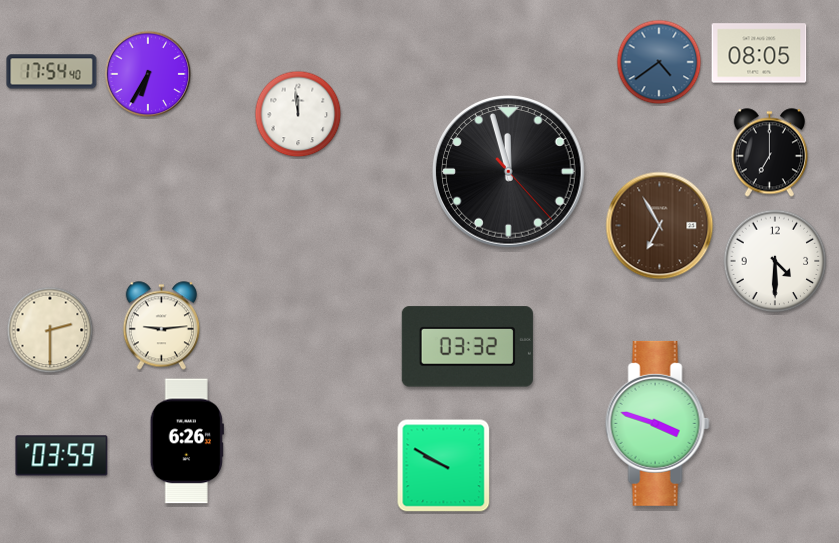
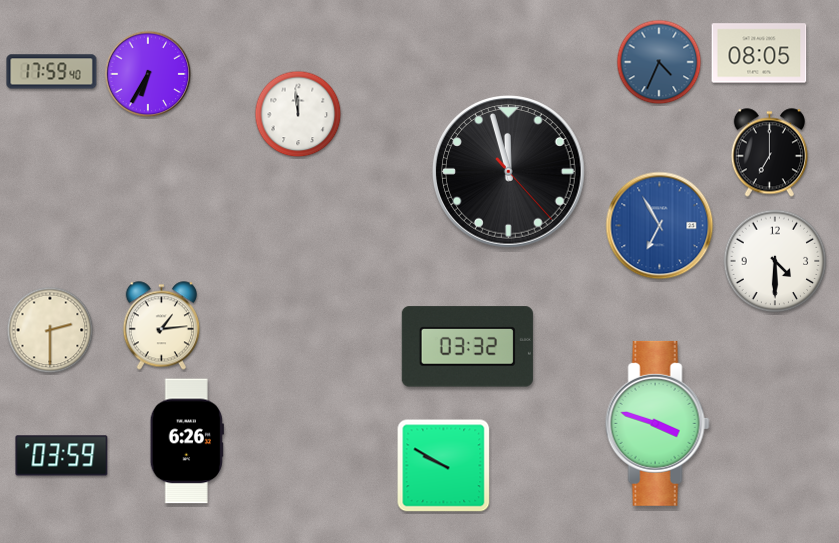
clock at (659, 62): 4:39 -> 4:34
clock at (52, 72): 17:54 -> 17:59
clock at (660, 226) dial: brown -> blue
clock at (161, 326): 9:14 -> 1:14
